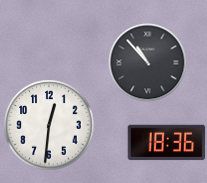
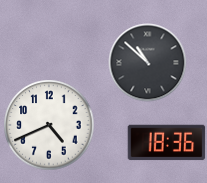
clock at (147, 62): 10:53 -> 10:52
clock at (49, 125): 12:31 -> 4:41
